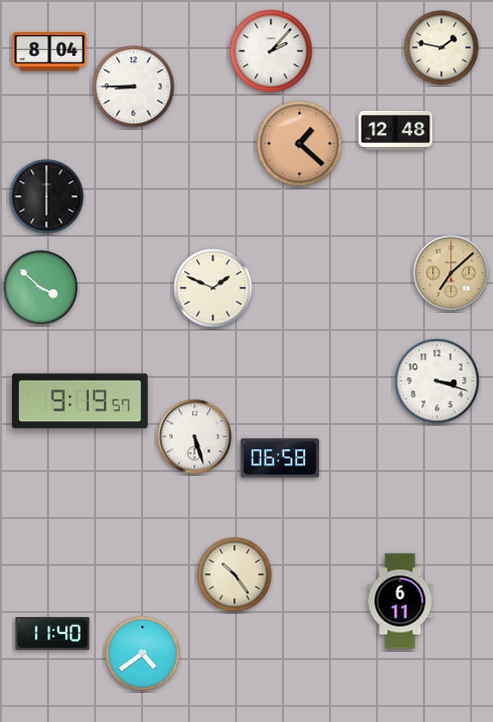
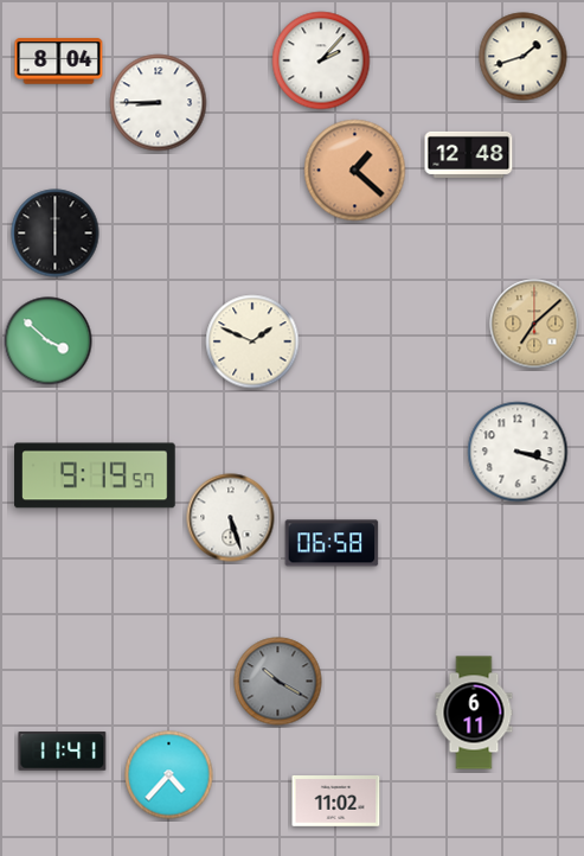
clock at (442, 48): 1:47 -> 1:42
clock at (235, 575): 10:24 -> 10:20
clock at (235, 575) dial: cream -> grey
clock at (53, 634): 11:40 -> 11:41
clock at (143, 654): 4:39 -> 4:37
clock at (336, 801): none -> 11:02
